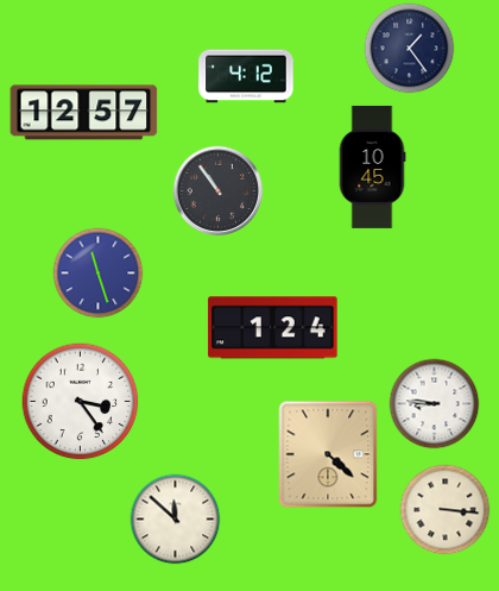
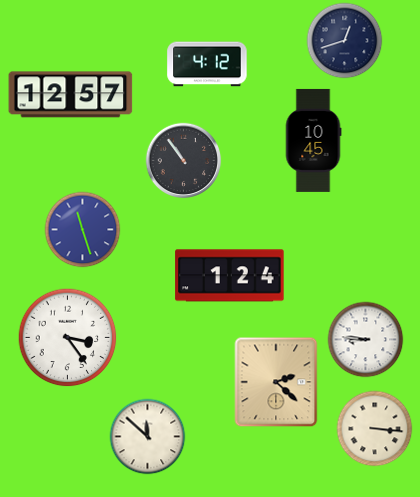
clock at (410, 49): 1:24 -> 12:42
clock at (328, 454): 4:22 -> 2:22
